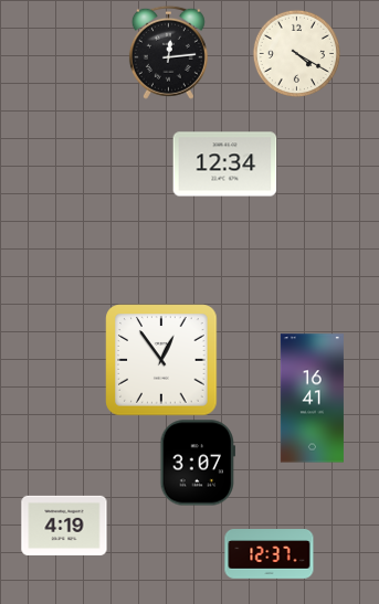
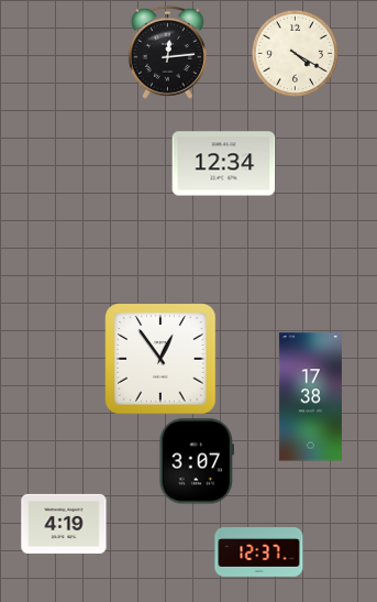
clock at (312, 399): 16:41 -> 17:38
clock at (270, 554) position: (270, 554) -> (259, 552)
